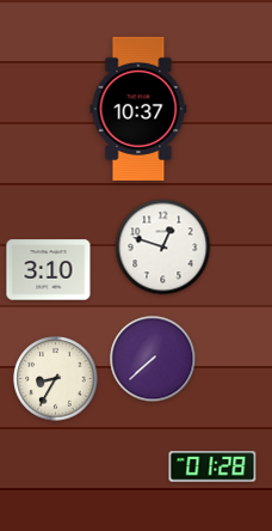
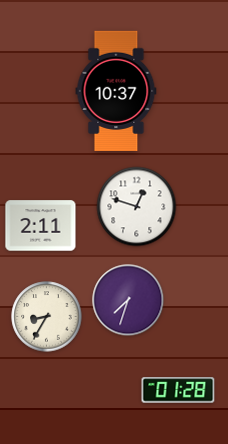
clock at (49, 270): 3:10 -> 2:11
clock at (153, 359): 7:38 -> 7:33
